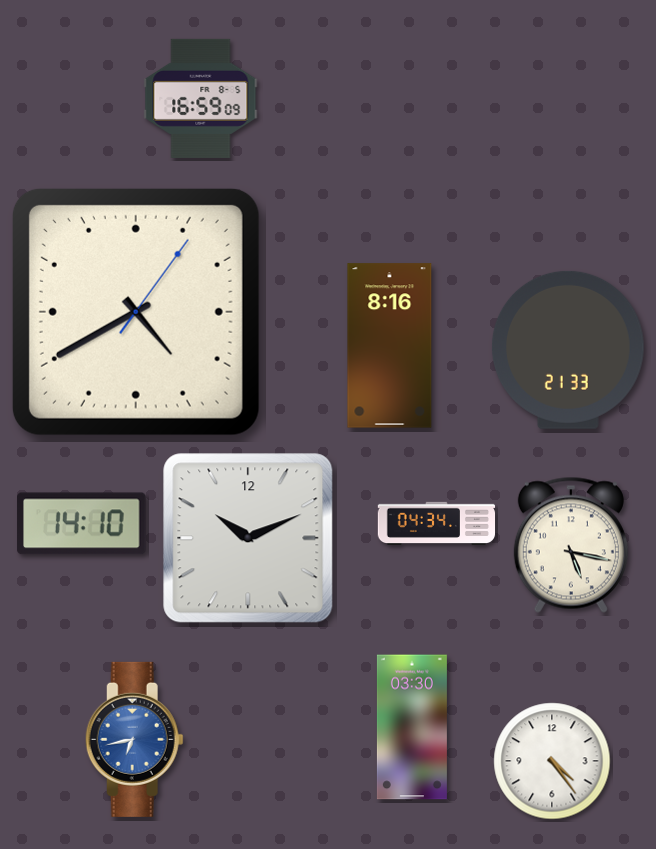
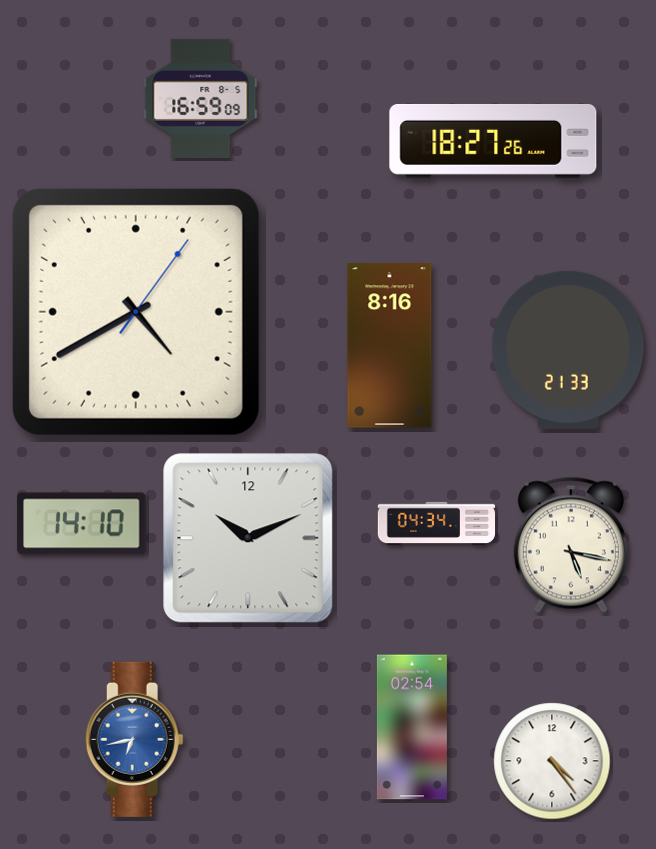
clock at (493, 141): none -> 18:27
clock at (412, 727): 03:30 -> 02:54
